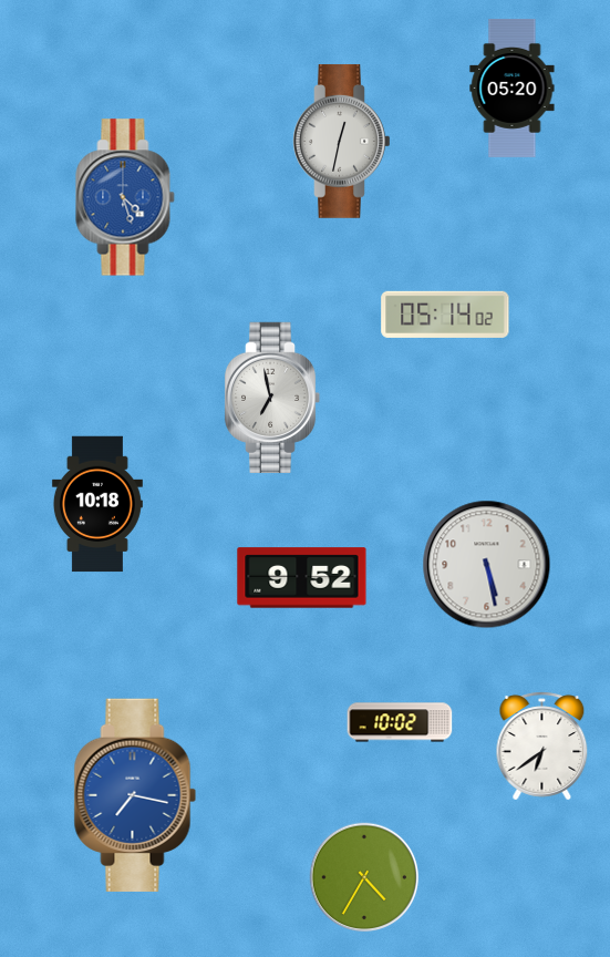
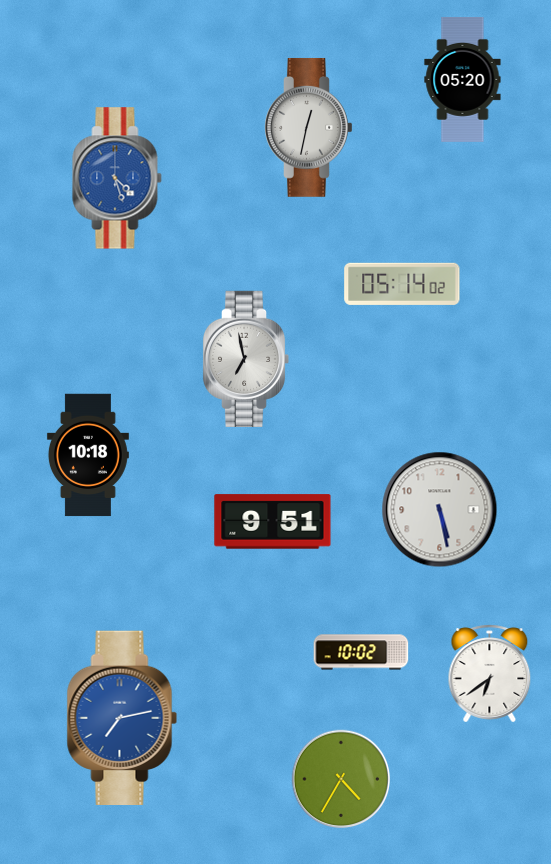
clock at (125, 197) position: (125, 197) -> (117, 178)
clock at (302, 578): 9:52 -> 9:51
clock at (135, 794): 7:17 -> 7:13
clock at (364, 877) position: (364, 877) -> (341, 779)
